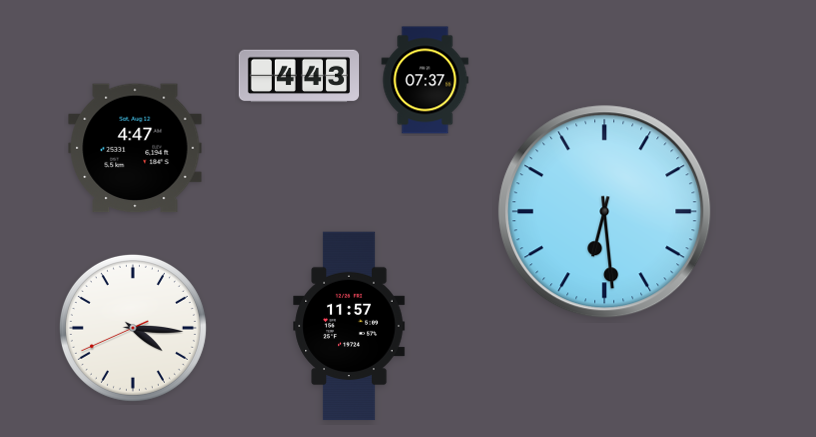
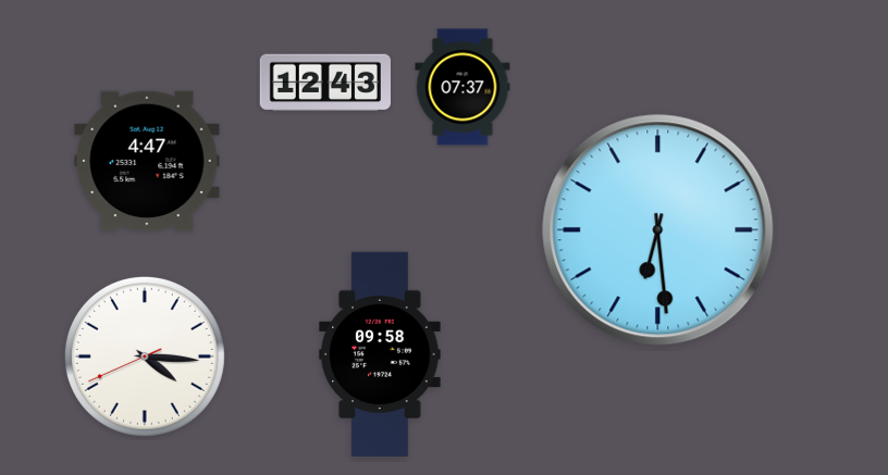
clock at (299, 76): 4:43 -> 12:43
clock at (349, 326): 11:57 -> 09:58
